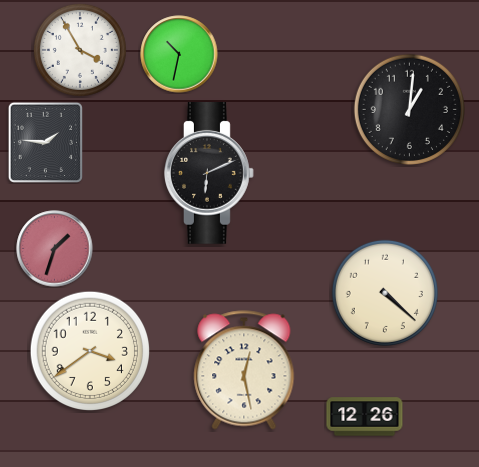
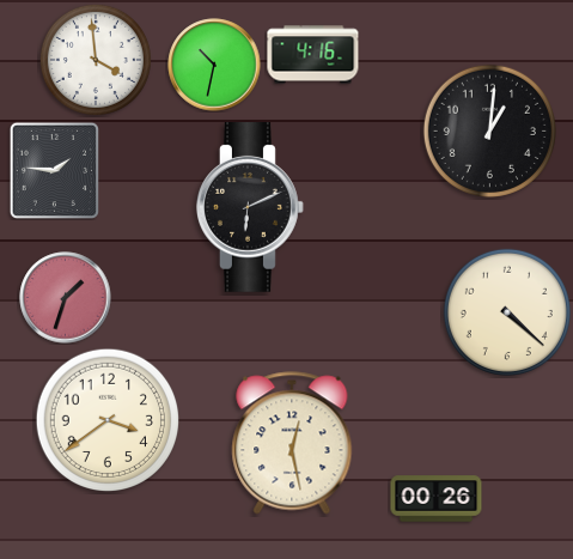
clock at (313, 55): none -> 4:16
clock at (80, 50): 3:55 -> 3:59
clock at (385, 293) position: (385, 293) -> (507, 312)
clock at (365, 417): 12:26 -> 00:26
